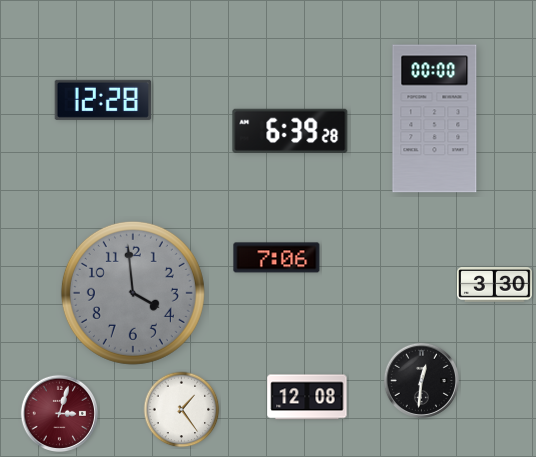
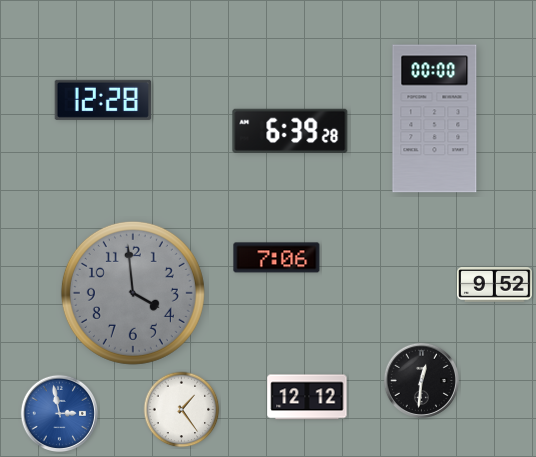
clock at (495, 285): 3:30 -> 9:52
clock at (307, 397): 12:08 -> 12:12
clock at (59, 413): 3:03 -> 2:58
clock at (59, 413) dial: burgundy -> blue
